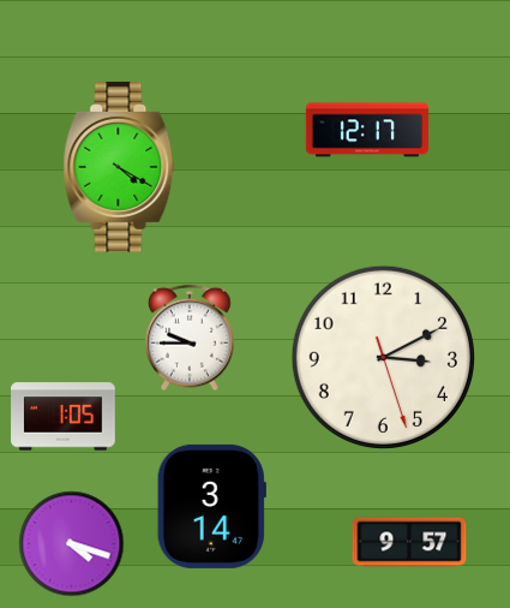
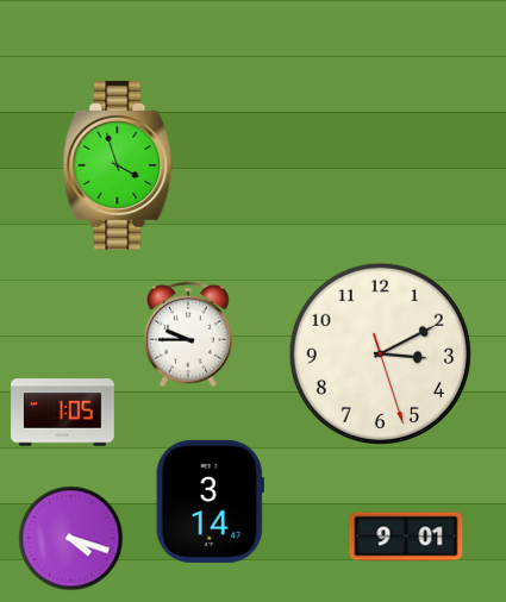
clock at (367, 130): 12:17 -> none
clock at (119, 167): 4:20 -> 3:57
clock at (409, 542): 9:57 -> 9:01
